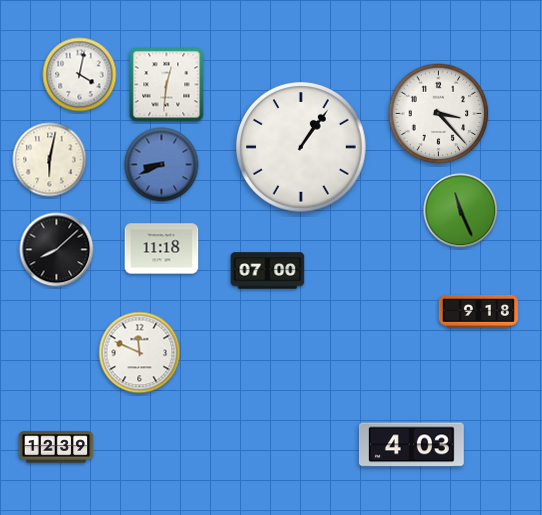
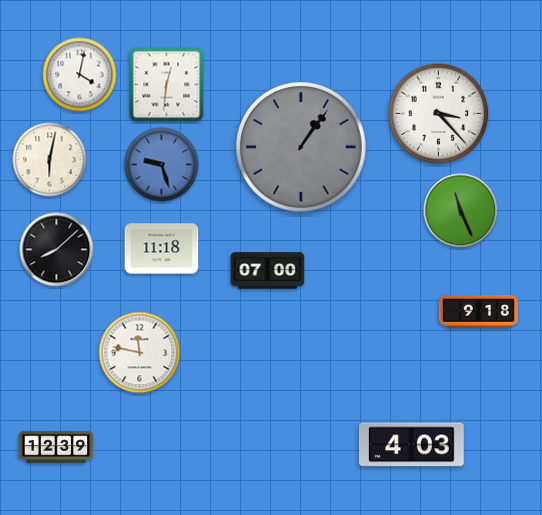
clock at (302, 148) dial: white -> grey
clock at (162, 165): 8:41 -> 9:27
clock at (140, 353): 11:49 -> 11:47
